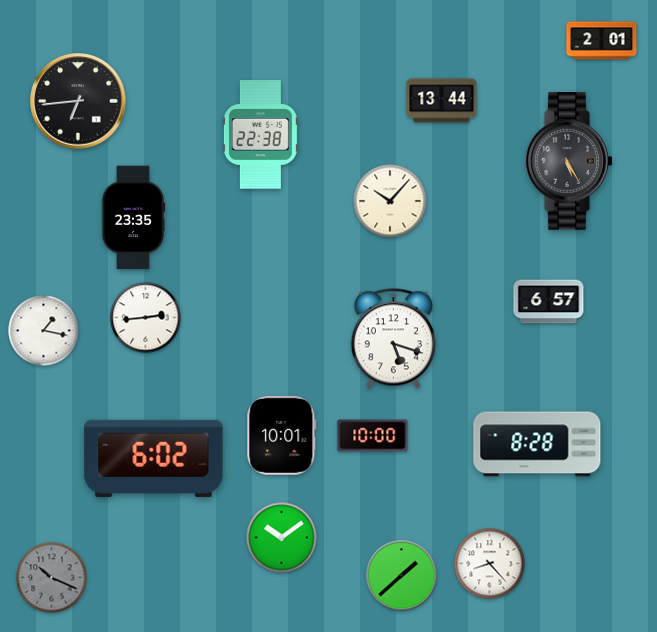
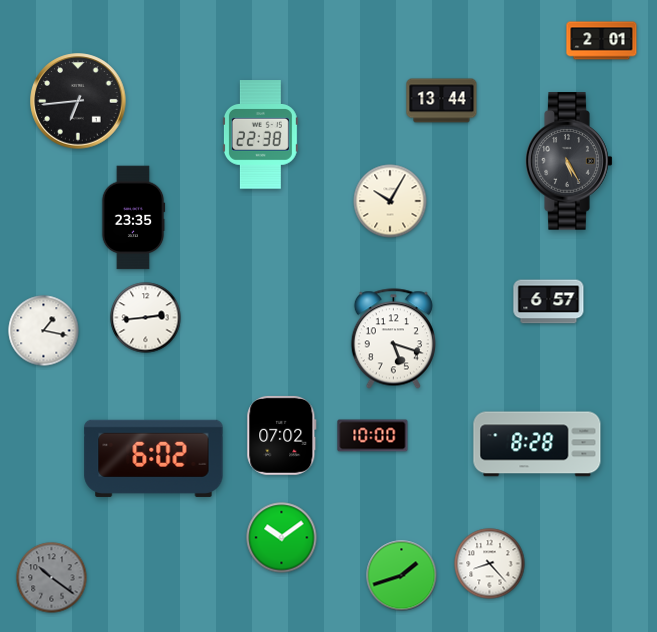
clock at (390, 201): 10:07 -> 10:05
clock at (282, 435): 10:01 -> 07:02
clock at (402, 576): 1:38 -> 1:42
clock at (52, 578): 10:19 -> 10:21
